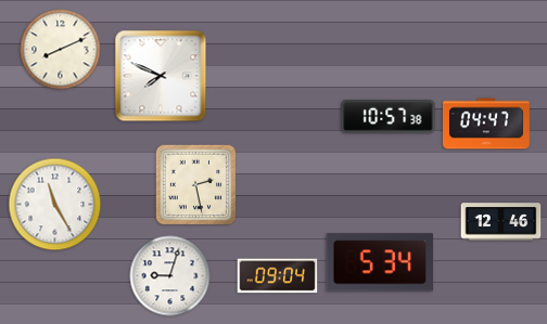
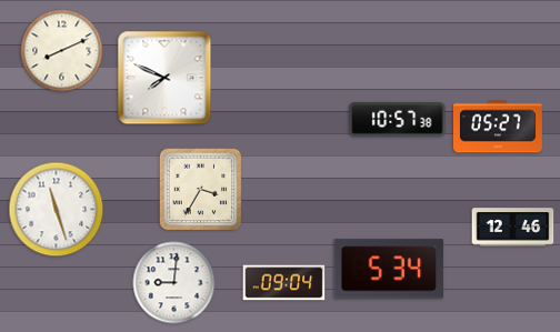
clock at (486, 124): 04:47 -> 05:27
clock at (196, 185): 2:28 -> 3:35
clock at (55, 205): 11:25 -> 11:27
clock at (170, 276): 9:03 -> 9:01
